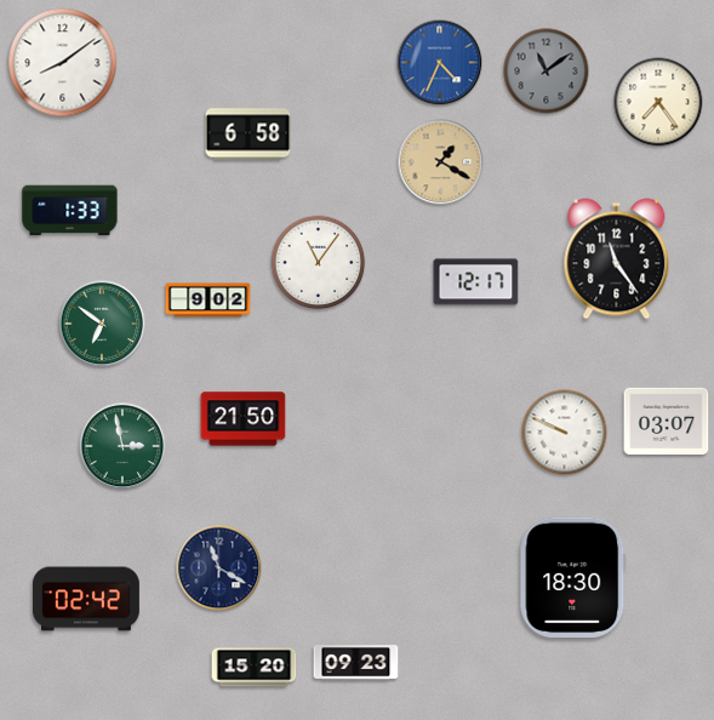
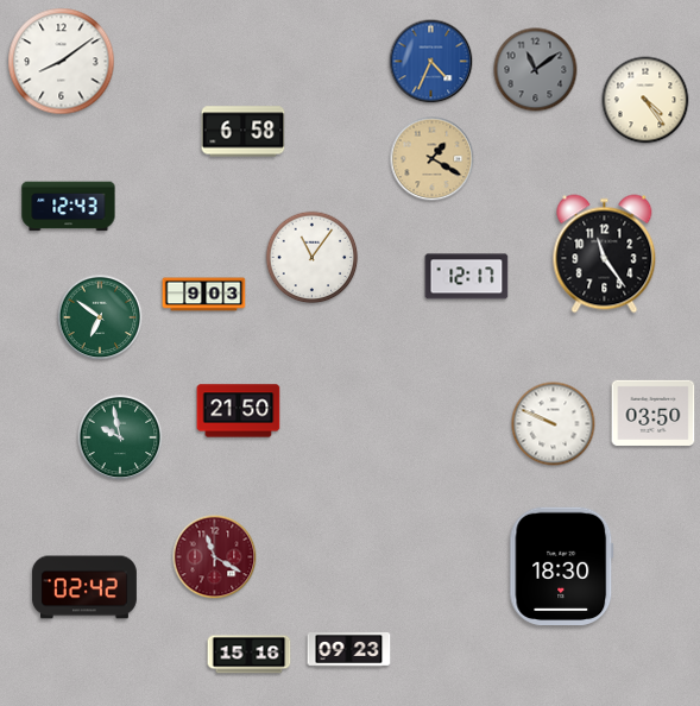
clock at (658, 102): 7:24 -> 4:24
clock at (70, 211): 1:33 -> 12:43
clock at (209, 301): 9:02 -> 9:03
clock at (667, 421): 03:07 -> 03:50
clock at (122, 446): 2:58 -> 9:58
clock at (219, 568) dial: navy -> burgundy
clock at (255, 668): 15:20 -> 15:16
